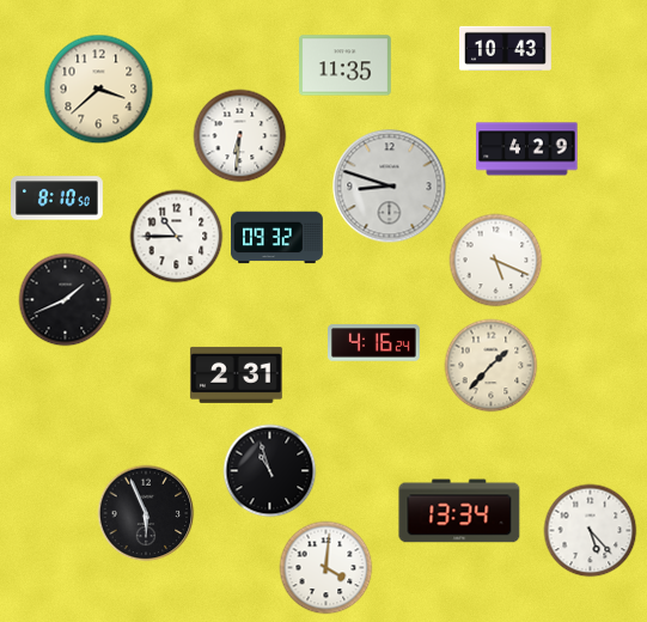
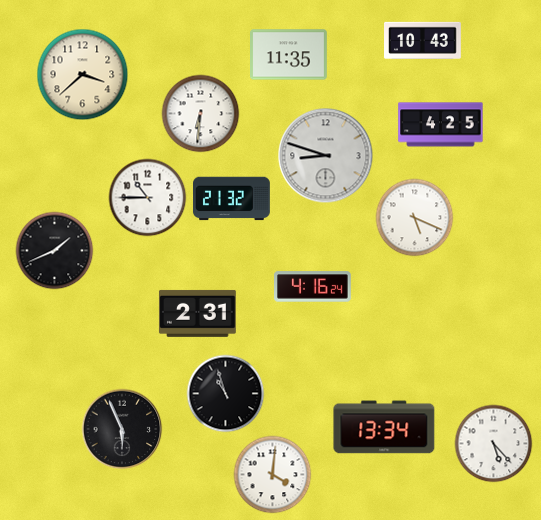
clock at (527, 150): 4:29 -> 4:25
clock at (57, 199): 8:10 -> none
clock at (277, 238): 09:32 -> 21:32
clock at (490, 365): 1:37 -> none
